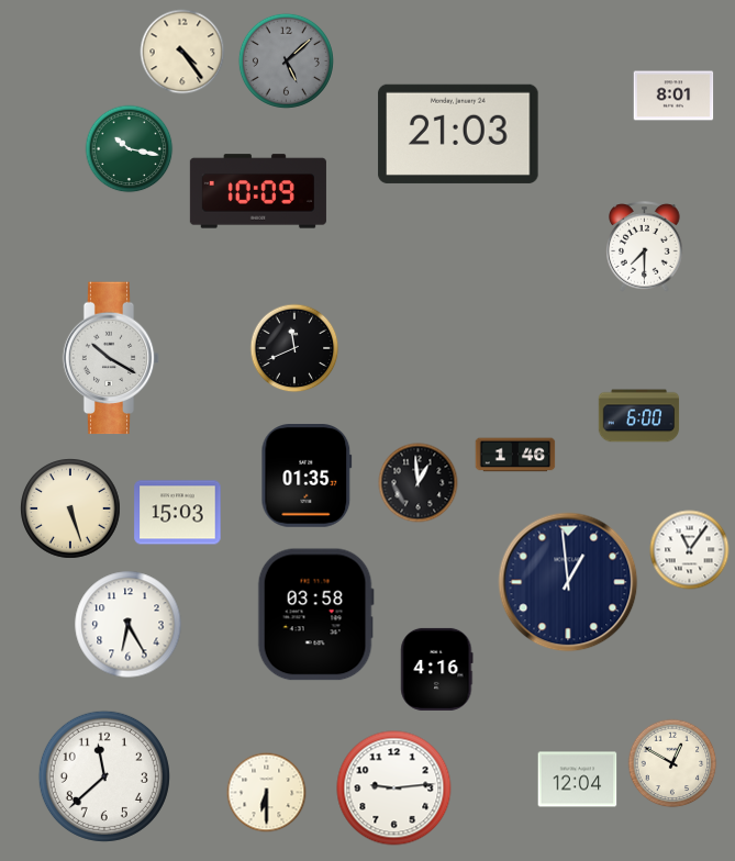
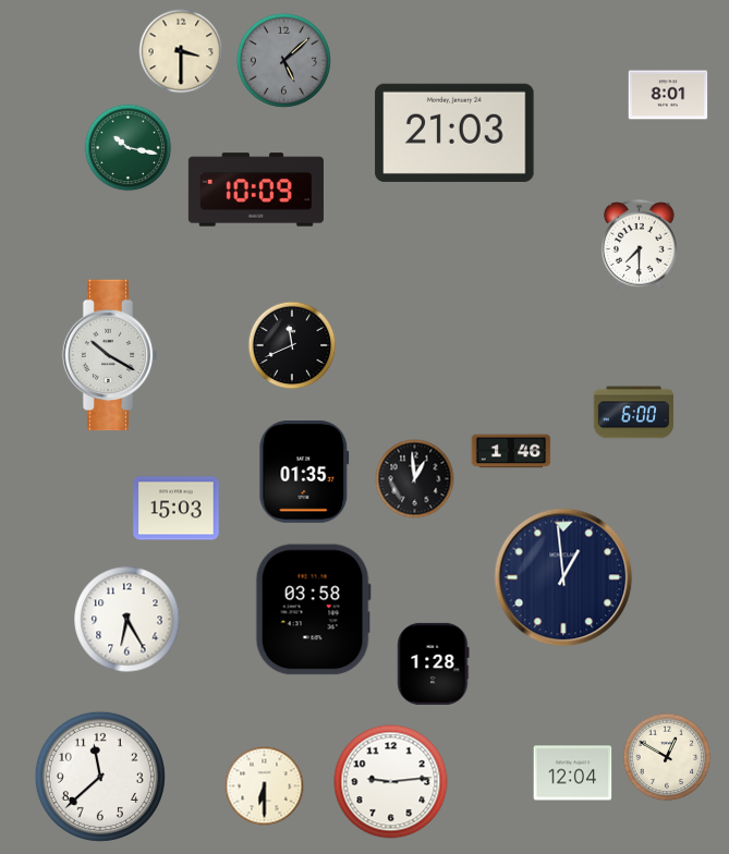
clock at (182, 52): 4:24 -> 3:30
clock at (71, 510): 5:27 -> none
clock at (690, 550): 11:06 -> none
clock at (437, 669): 4:16 -> 1:28
clock at (104, 776) position: (104, 776) -> (100, 777)
